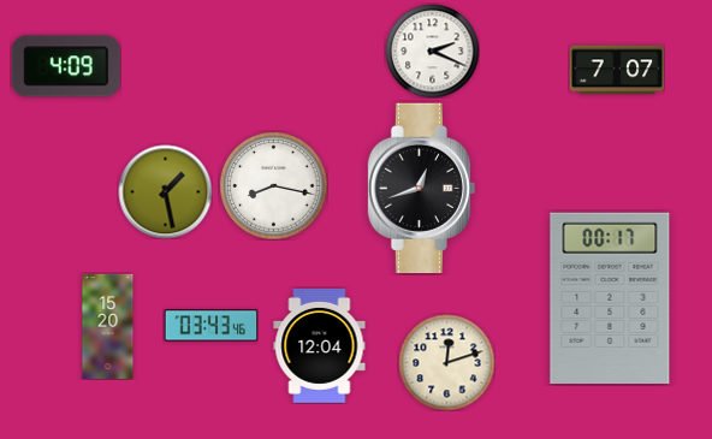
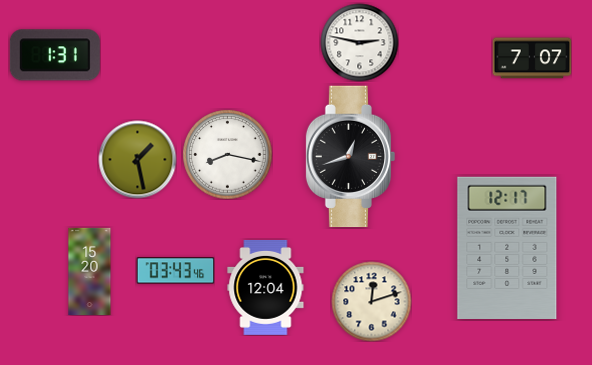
clock at (432, 51): 2:19 -> 2:47
clock at (66, 66): 4:09 -> 1:31
clock at (617, 70) position: (617, 70) -> (532, 58)
clock at (610, 298): 00:17 -> 12:17
